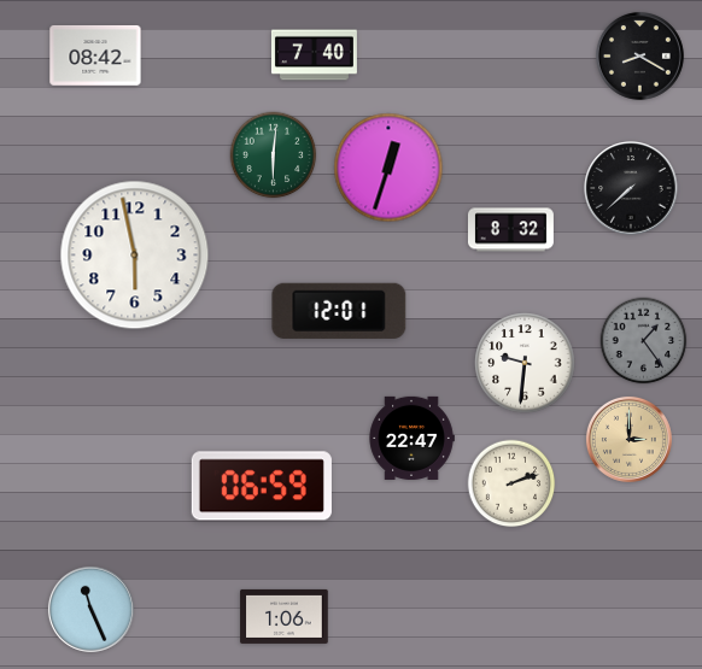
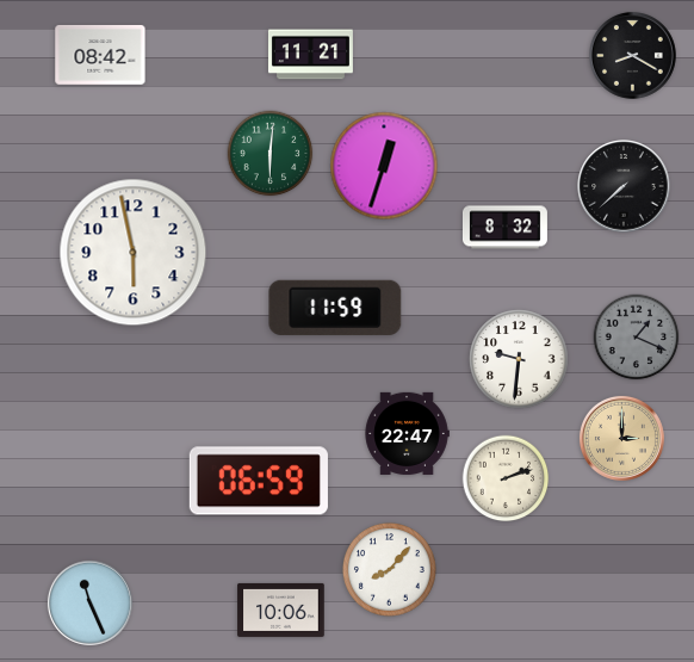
clock at (95, 55) position: (95, 55) -> (100, 55)
clock at (314, 55): 7:40 -> 11:21
clock at (339, 311): 12:01 -> 11:59
clock at (644, 341): 1:24 -> 1:19
clock at (628, 439) position: (628, 439) -> (621, 438)
clock at (389, 569): none -> 8:07
clock at (285, 616): 1:06 -> 10:06
